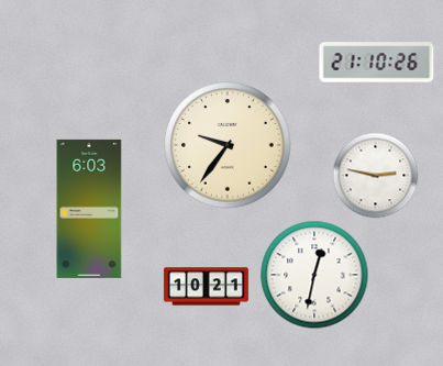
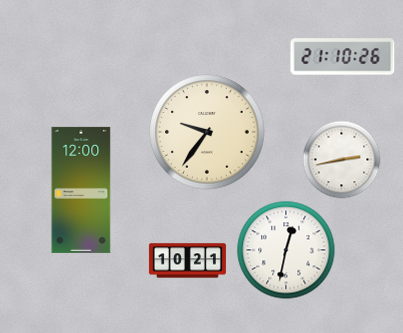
clock at (375, 175): 2:47 -> 2:43
clock at (89, 209): 6:03 -> 12:00
